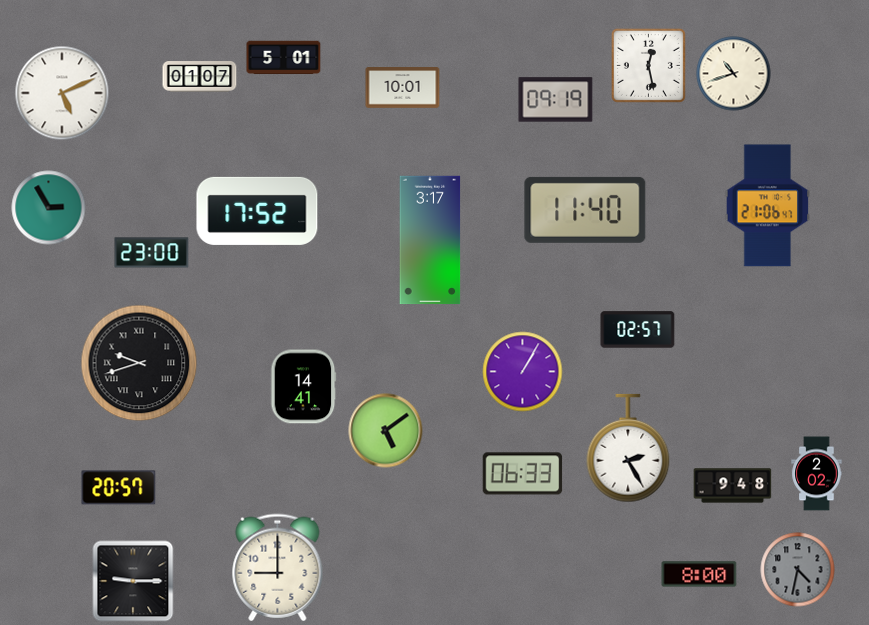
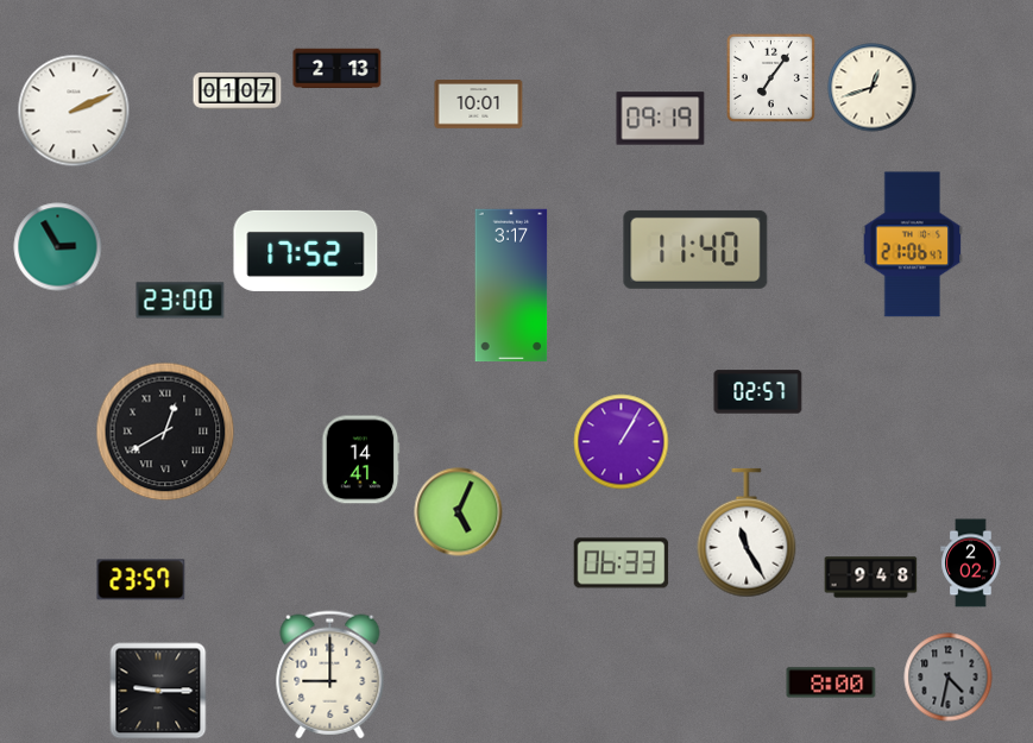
clock at (284, 58): 5:01 -> 2:13
clock at (648, 65): 12:28 -> 7:06
clock at (734, 74): 10:42 -> 12:42
clock at (62, 93): 5:11 -> 2:11
clock at (139, 363): 9:42 -> 12:40
clock at (386, 431): 5:09 -> 5:04
clock at (628, 448): 2:25 -> 11:25
clock at (119, 488): 20:57 -> 23:57
